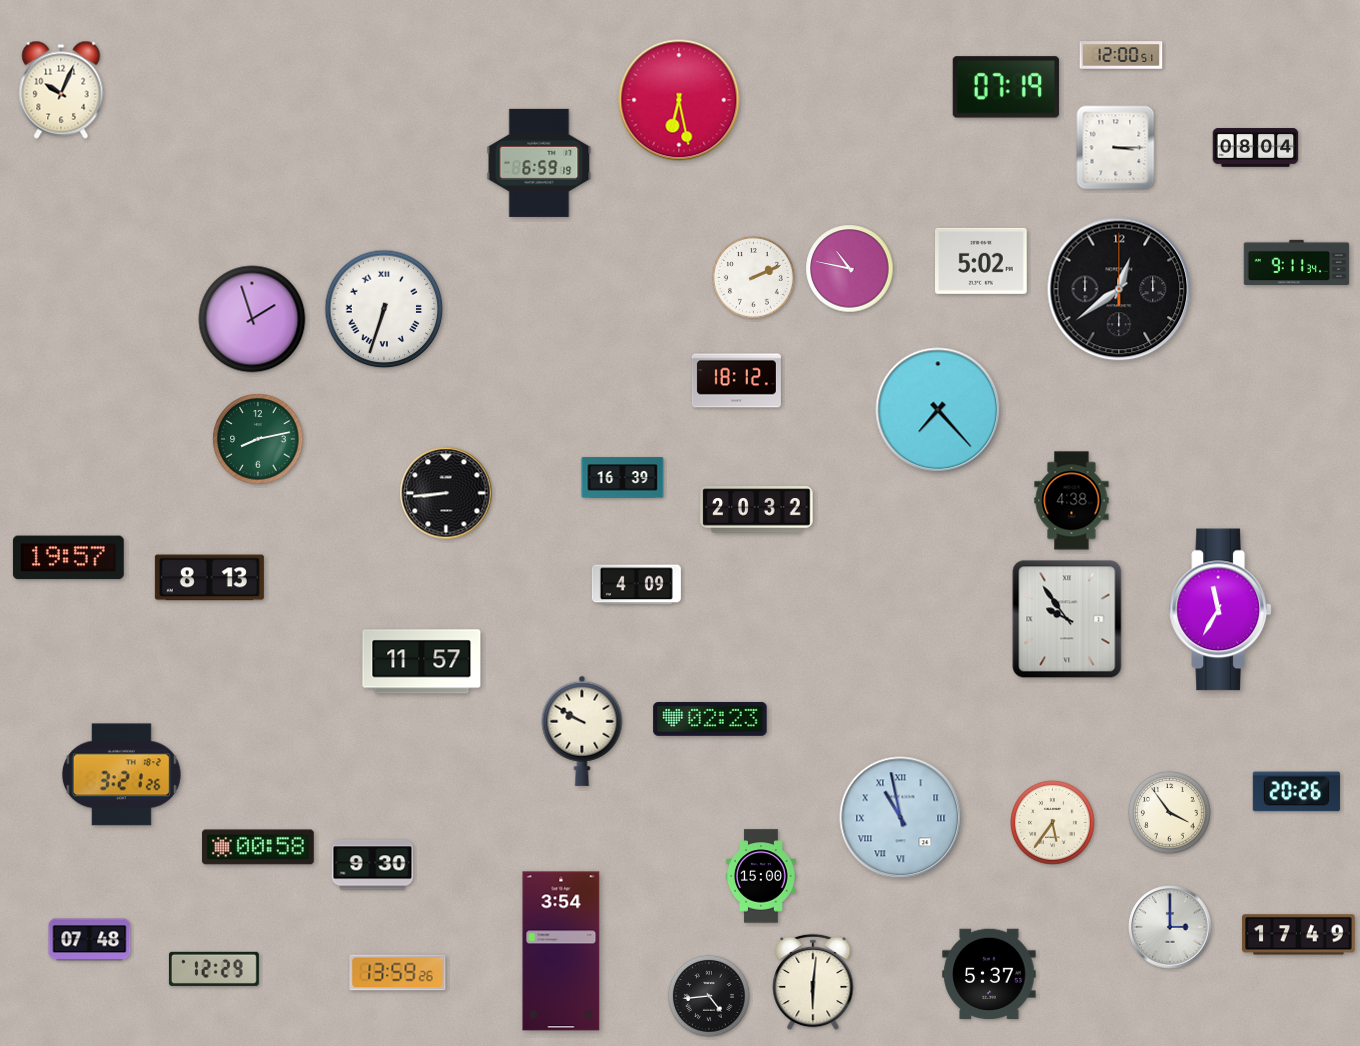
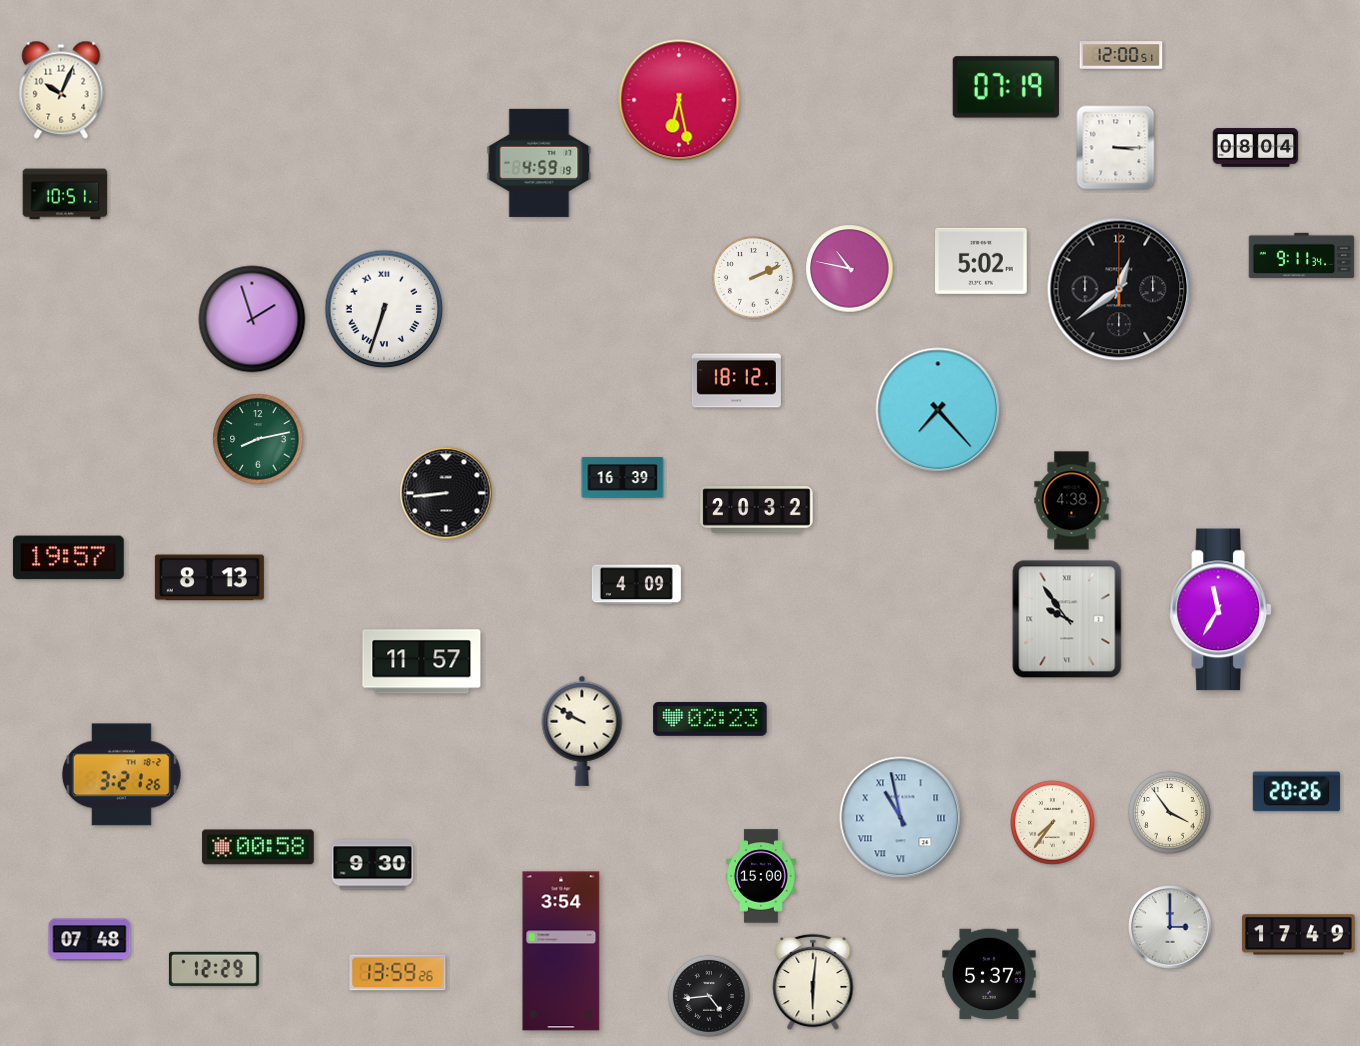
clock at (539, 163): 6:59 -> 4:59
clock at (65, 194): none -> 10:51
clock at (1297, 263) position: (1297, 263) -> (1302, 256)
clock at (1053, 823): 5:36 -> 7:36
